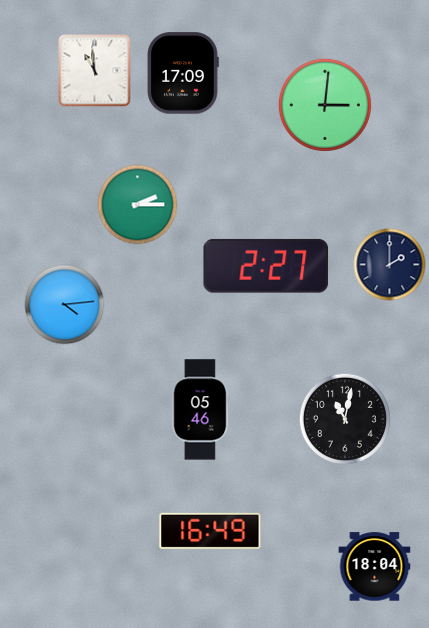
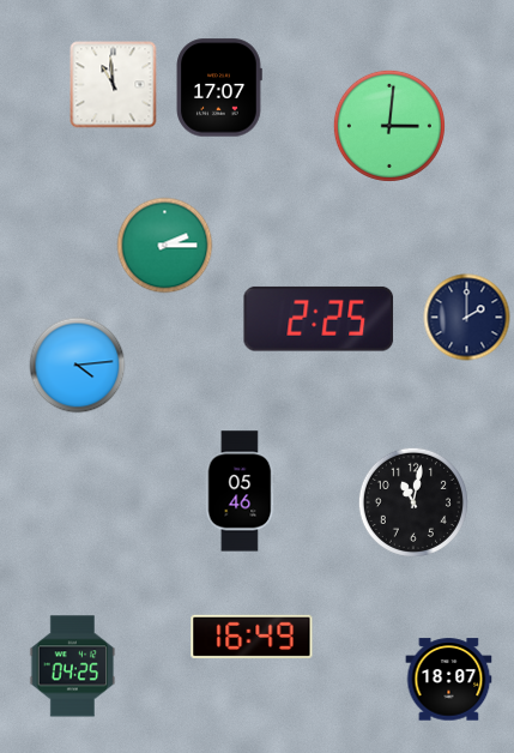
clock at (183, 73): 17:09 -> 17:07
clock at (266, 266): 2:27 -> 2:25
clock at (73, 667): none -> 04:25
clock at (375, 567): 18:04 -> 18:07
